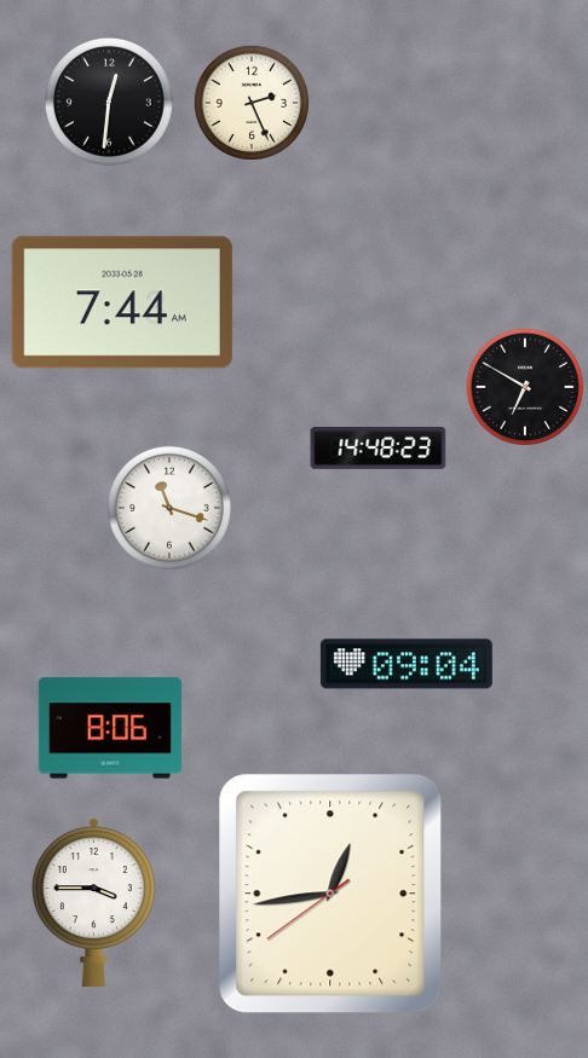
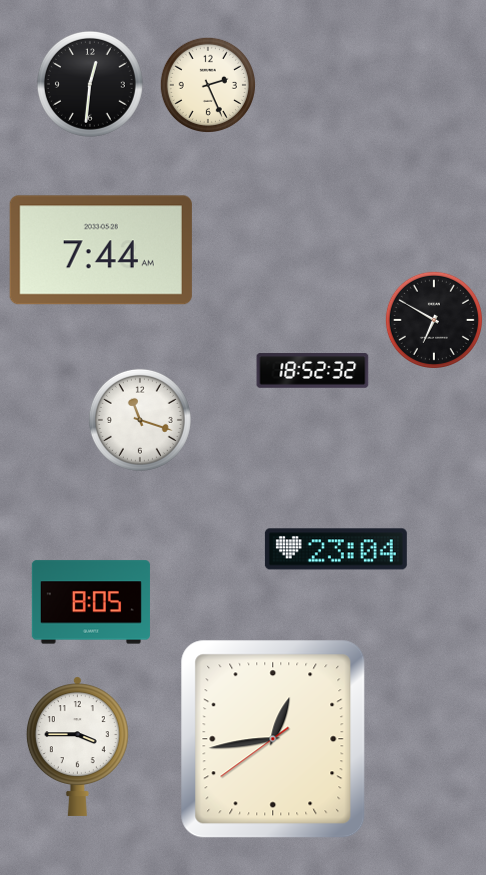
clock at (379, 449): 14:48 -> 18:52
clock at (407, 664): 09:04 -> 23:04
clock at (110, 728): 8:06 -> 8:05
